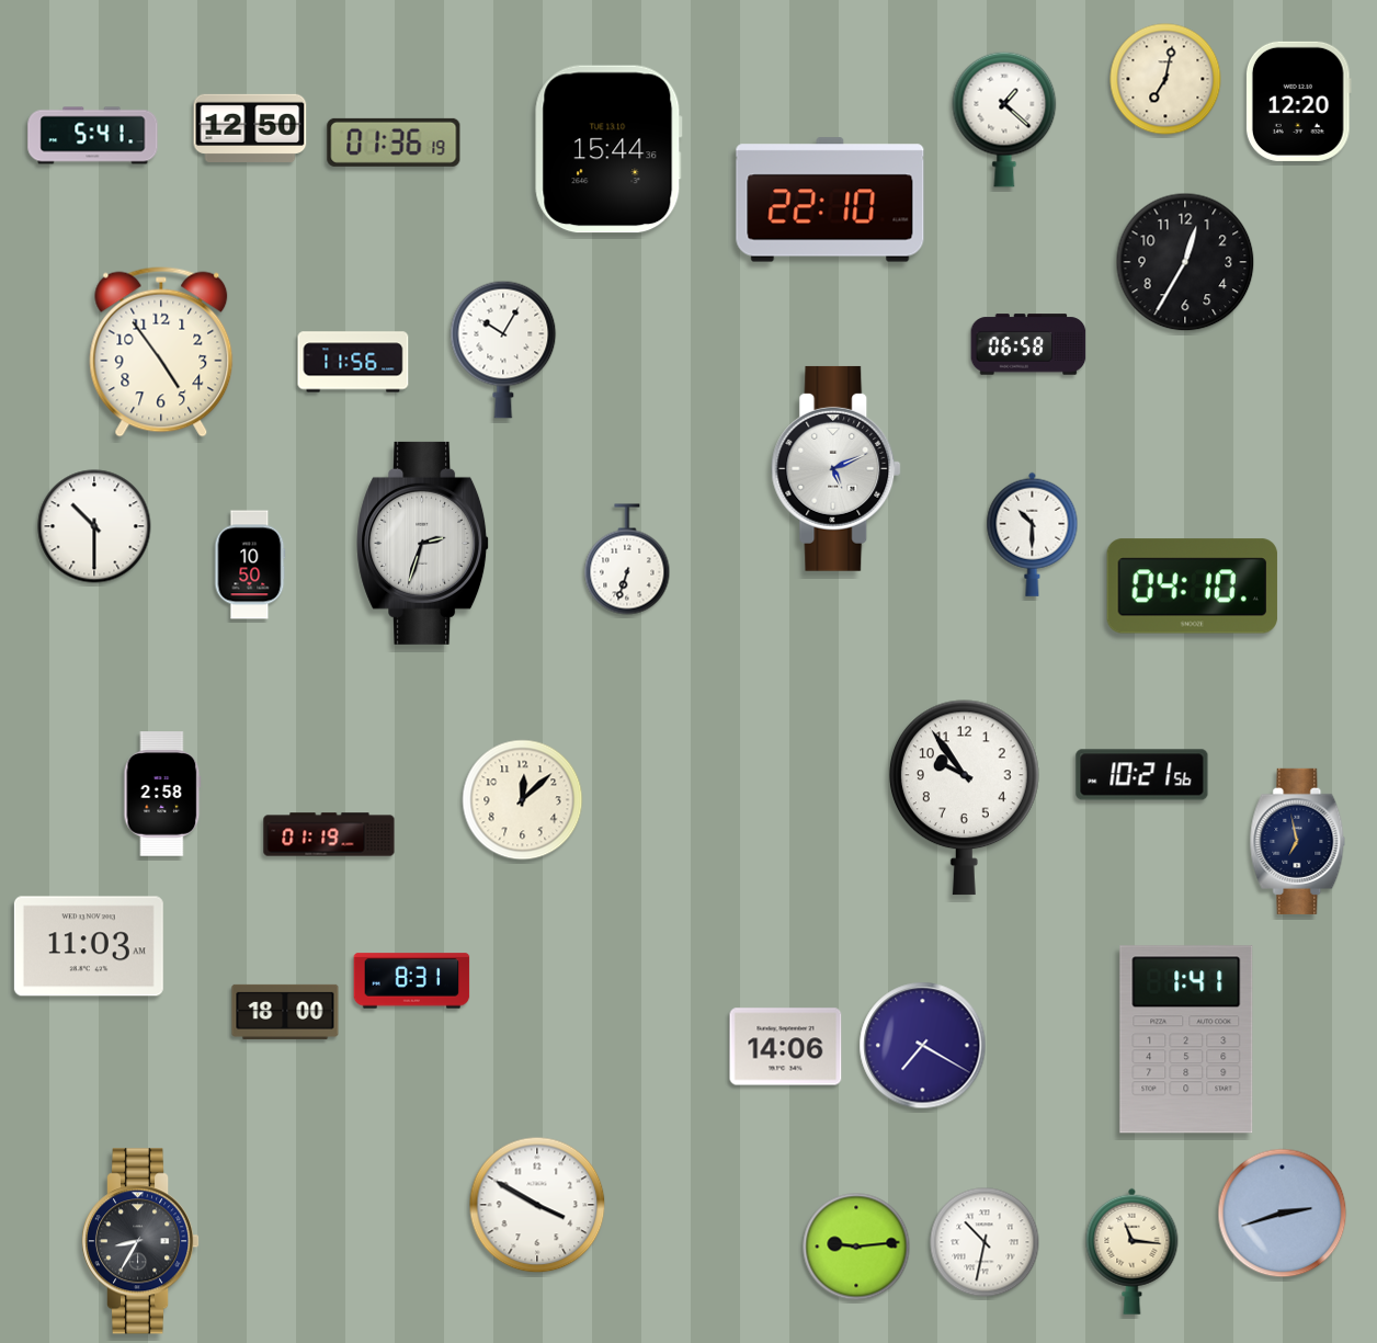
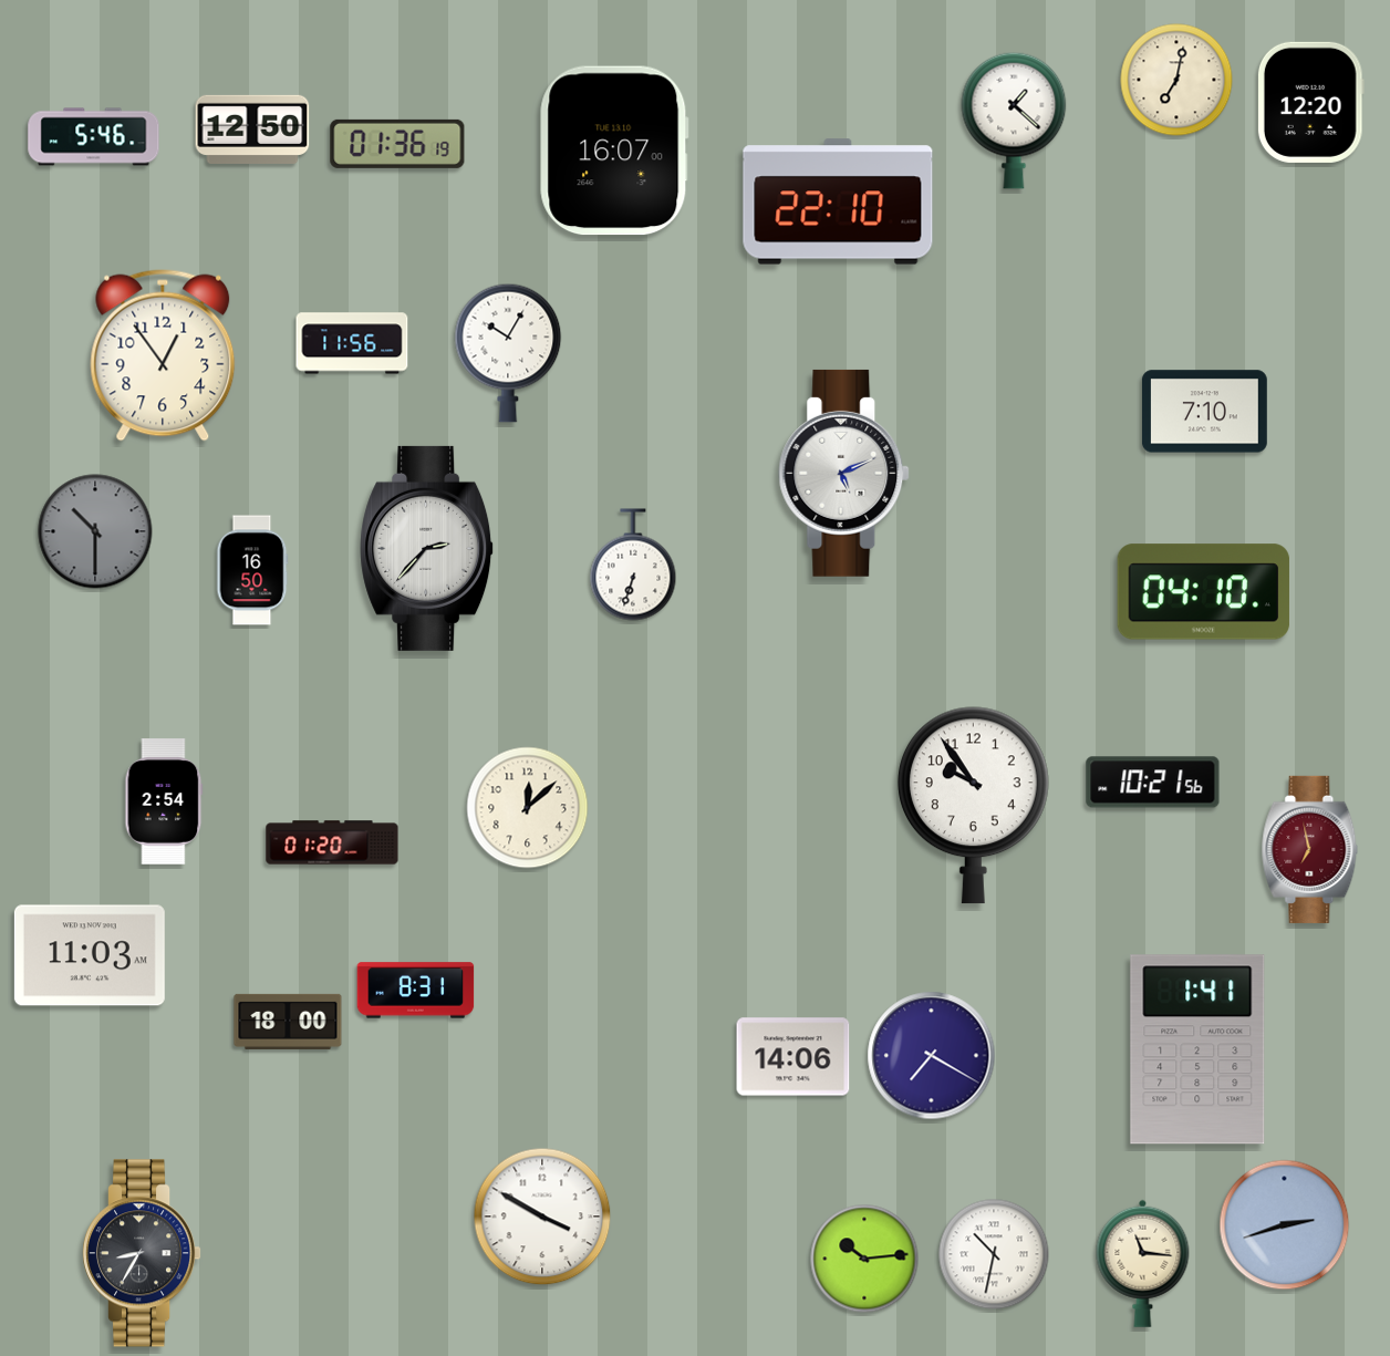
clock at (93, 136): 5:41 -> 5:46
clock at (608, 149): 15:44 -> 16:07
clock at (1185, 262): 12:35 -> none
clock at (1028, 344): 06:58 -> none
clock at (161, 352): 4:54 -> 12:54
clock at (353, 362) position: (353, 362) -> (352, 343)
clock at (1204, 412): none -> 7:10
clock at (94, 526) dial: white -> grey
clock at (1033, 534): 10:30 -> none
clock at (423, 543): 2:33 -> 2:37
clock at (250, 565): 10:50 -> 16:50
clock at (162, 794): 2:58 -> 2:54
clock at (329, 834): 01:19 -> 01:20
clock at (1298, 841) dial: navy -> burgundy
clock at (1283, 1214) position: (1283, 1214) -> (1285, 1225)
clock at (856, 1247): 9:14 -> 10:14
